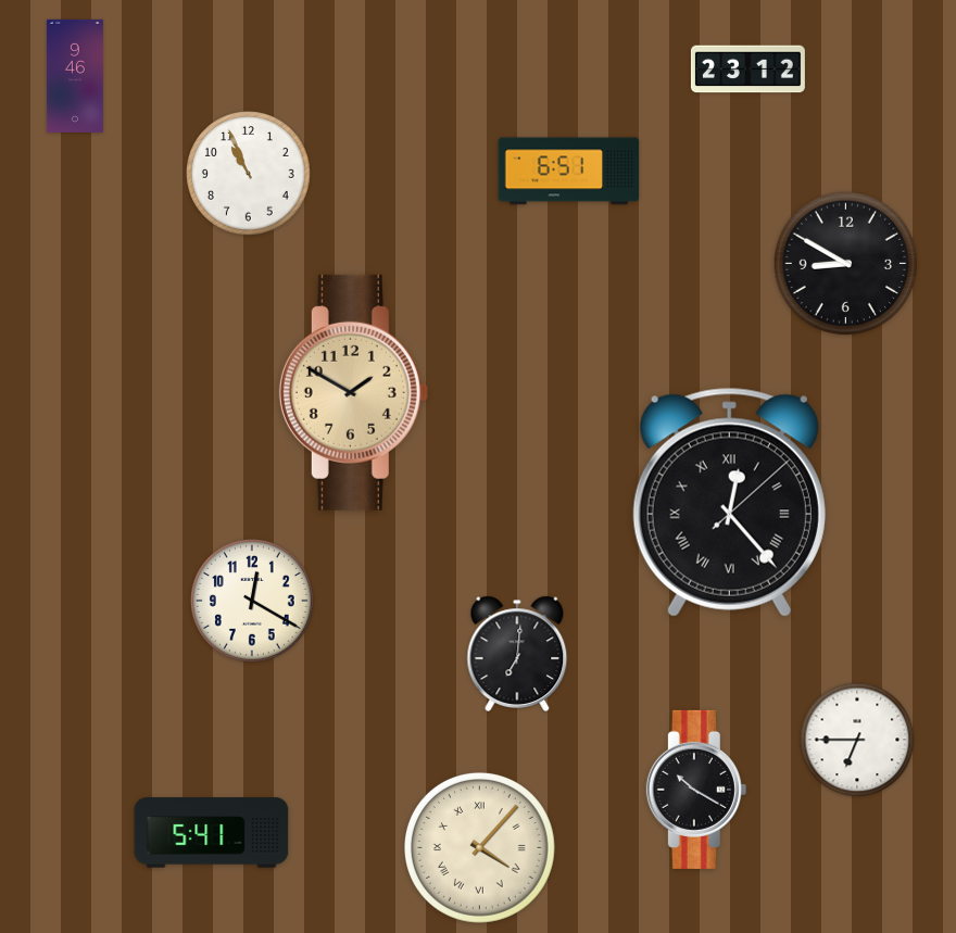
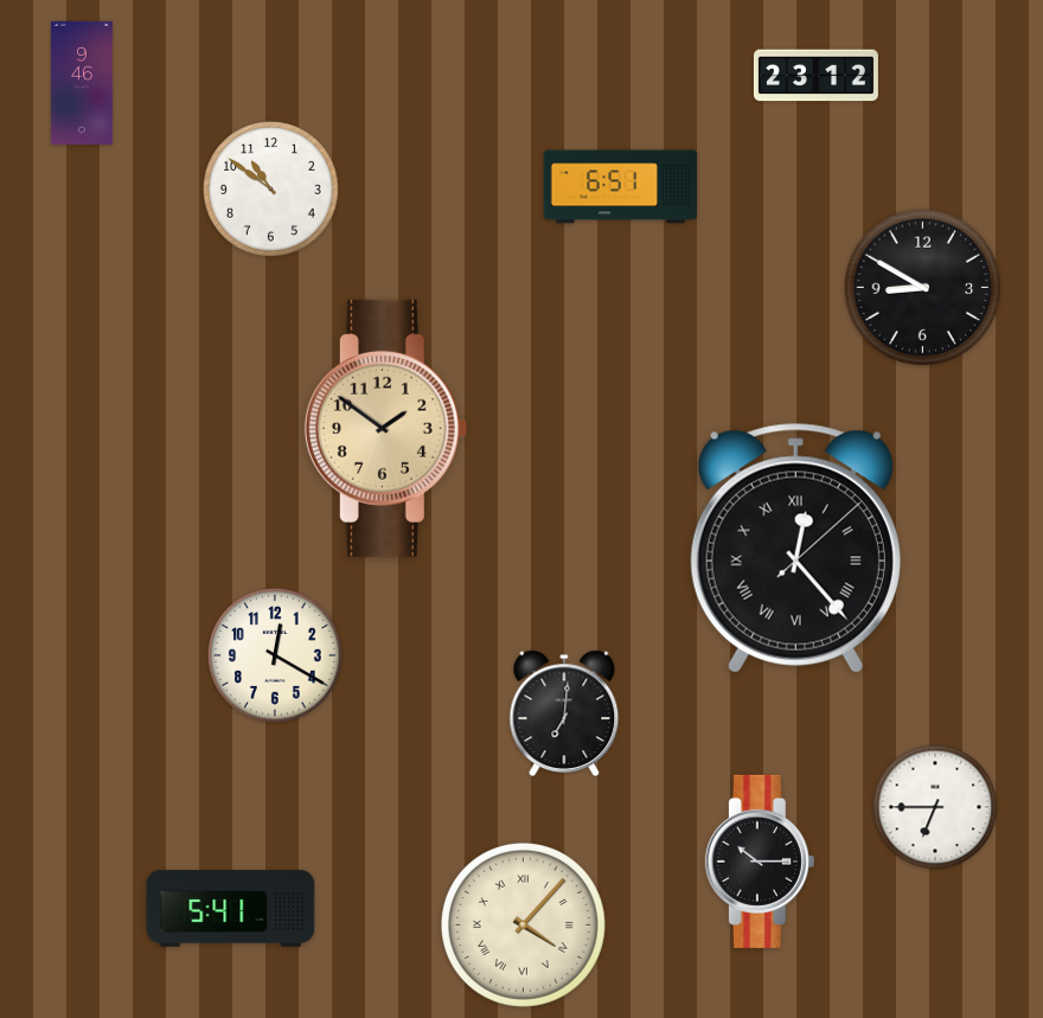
clock at (249, 174): 10:56 -> 10:51
clock at (353, 392): 1:50 -> 1:51
clock at (696, 790): 10:20 -> 10:15
